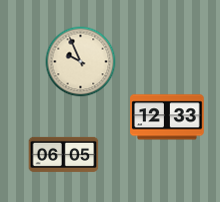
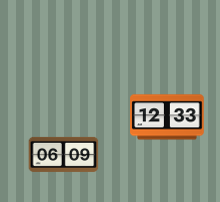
clock at (81, 62): 9:56 -> none
clock at (64, 154): 06:05 -> 06:09
